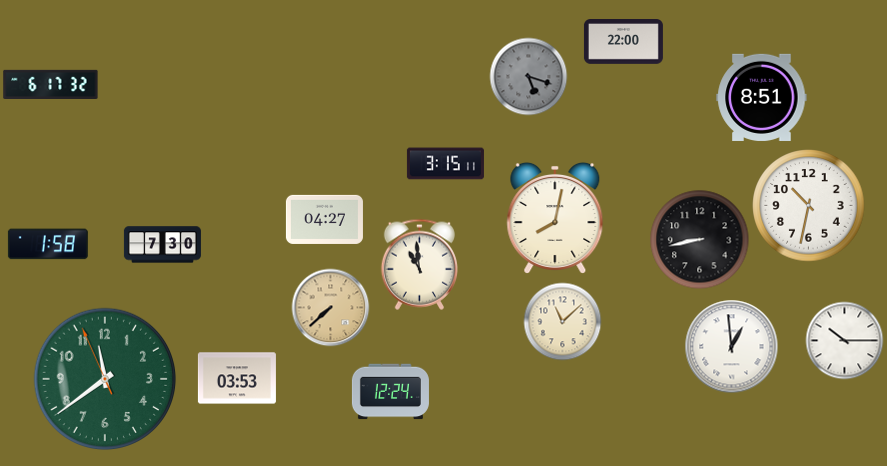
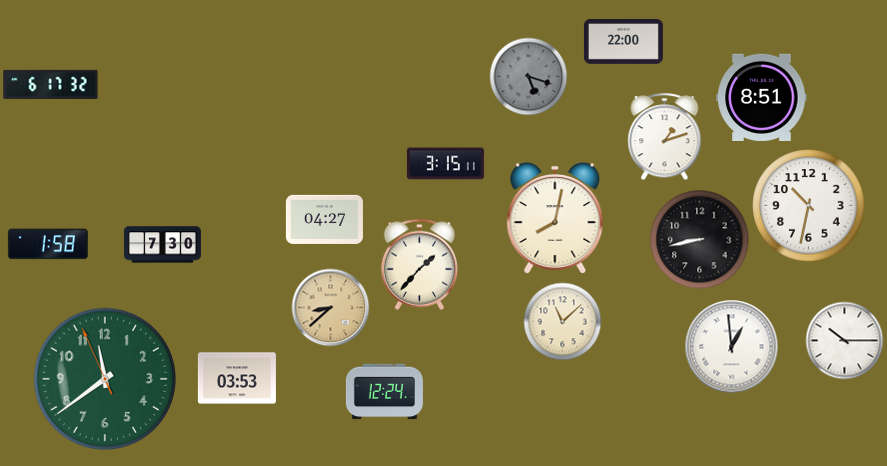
clock at (665, 136): none -> 1:12
clock at (419, 264): 10:59 -> 1:37
clock at (330, 307): 7:38 -> 8:38
clock at (390, 392) position: (390, 392) -> (384, 392)
